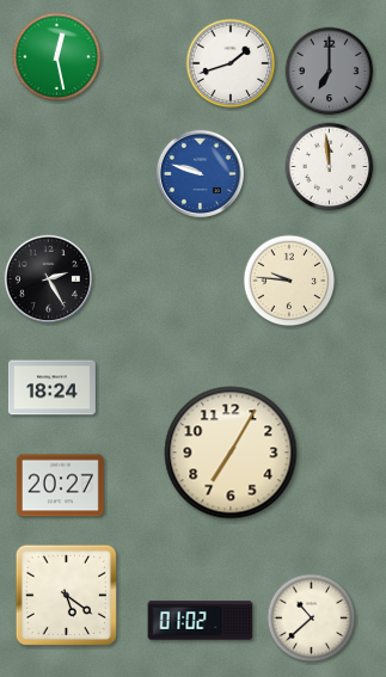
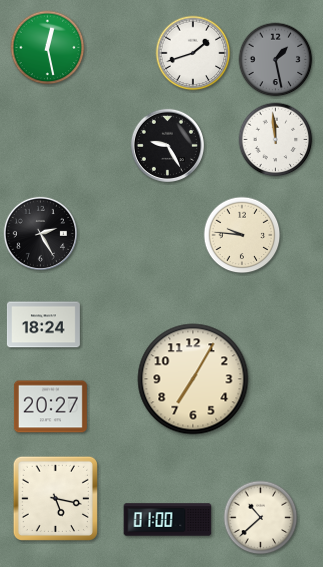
clock at (330, 72): 7:00 -> 1:28
clock at (200, 173): 9:48 -> 9:25
clock at (200, 173) dial: blue -> black
clock at (66, 595): 5:21 -> 5:17
clock at (201, 621): 01:02 -> 01:00
